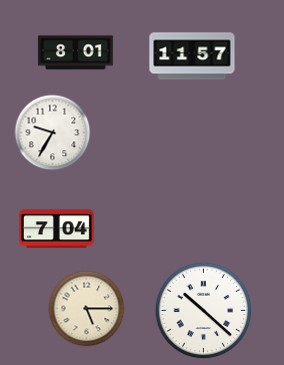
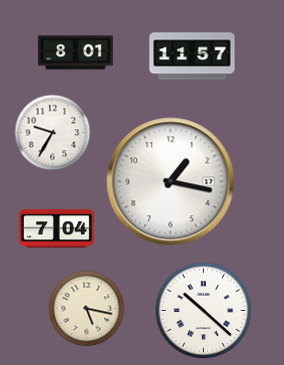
clock at (171, 182): none -> 1:17
clock at (87, 309): 5:15 -> 5:17
